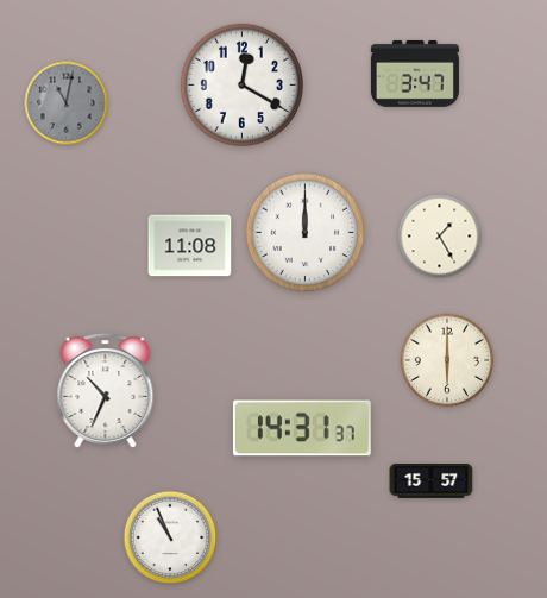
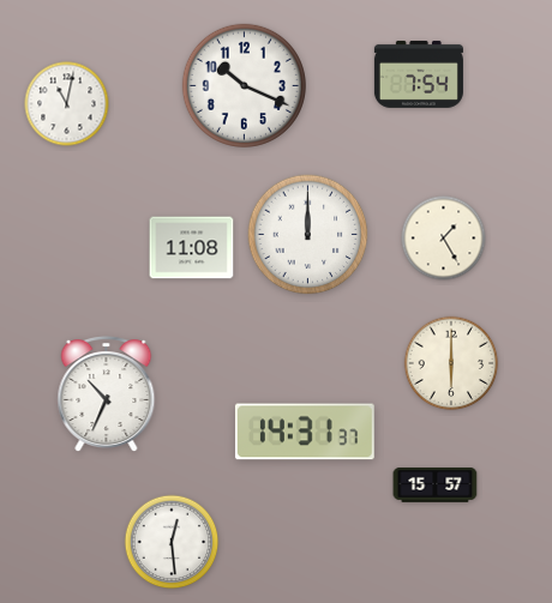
clock at (415, 74): 3:47 -> 7:54
clock at (241, 84): 12:20 -> 10:19
clock at (67, 103) dial: grey -> white
clock at (170, 537): 10:56 -> 12:29
